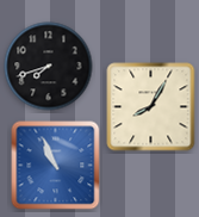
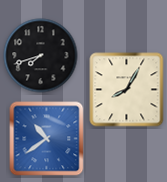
clock at (56, 166): 10:56 -> 10:39
